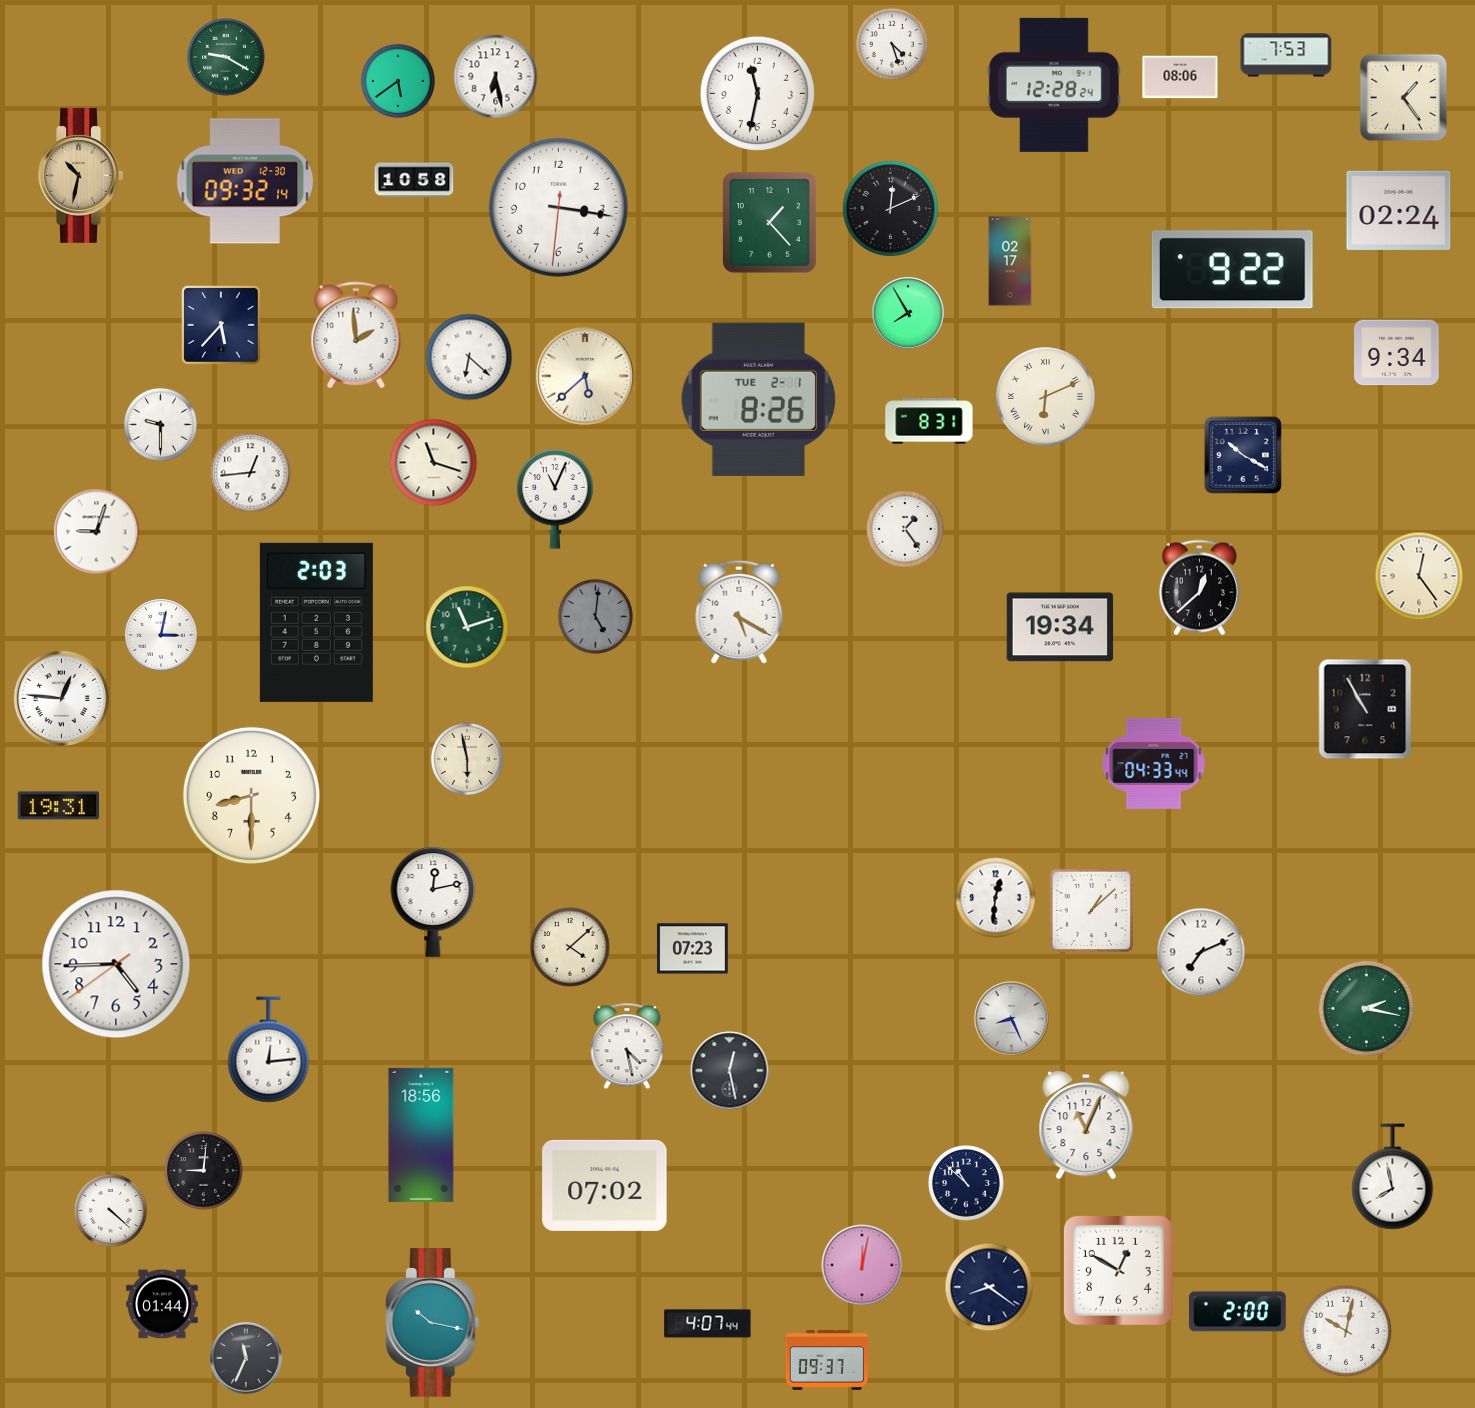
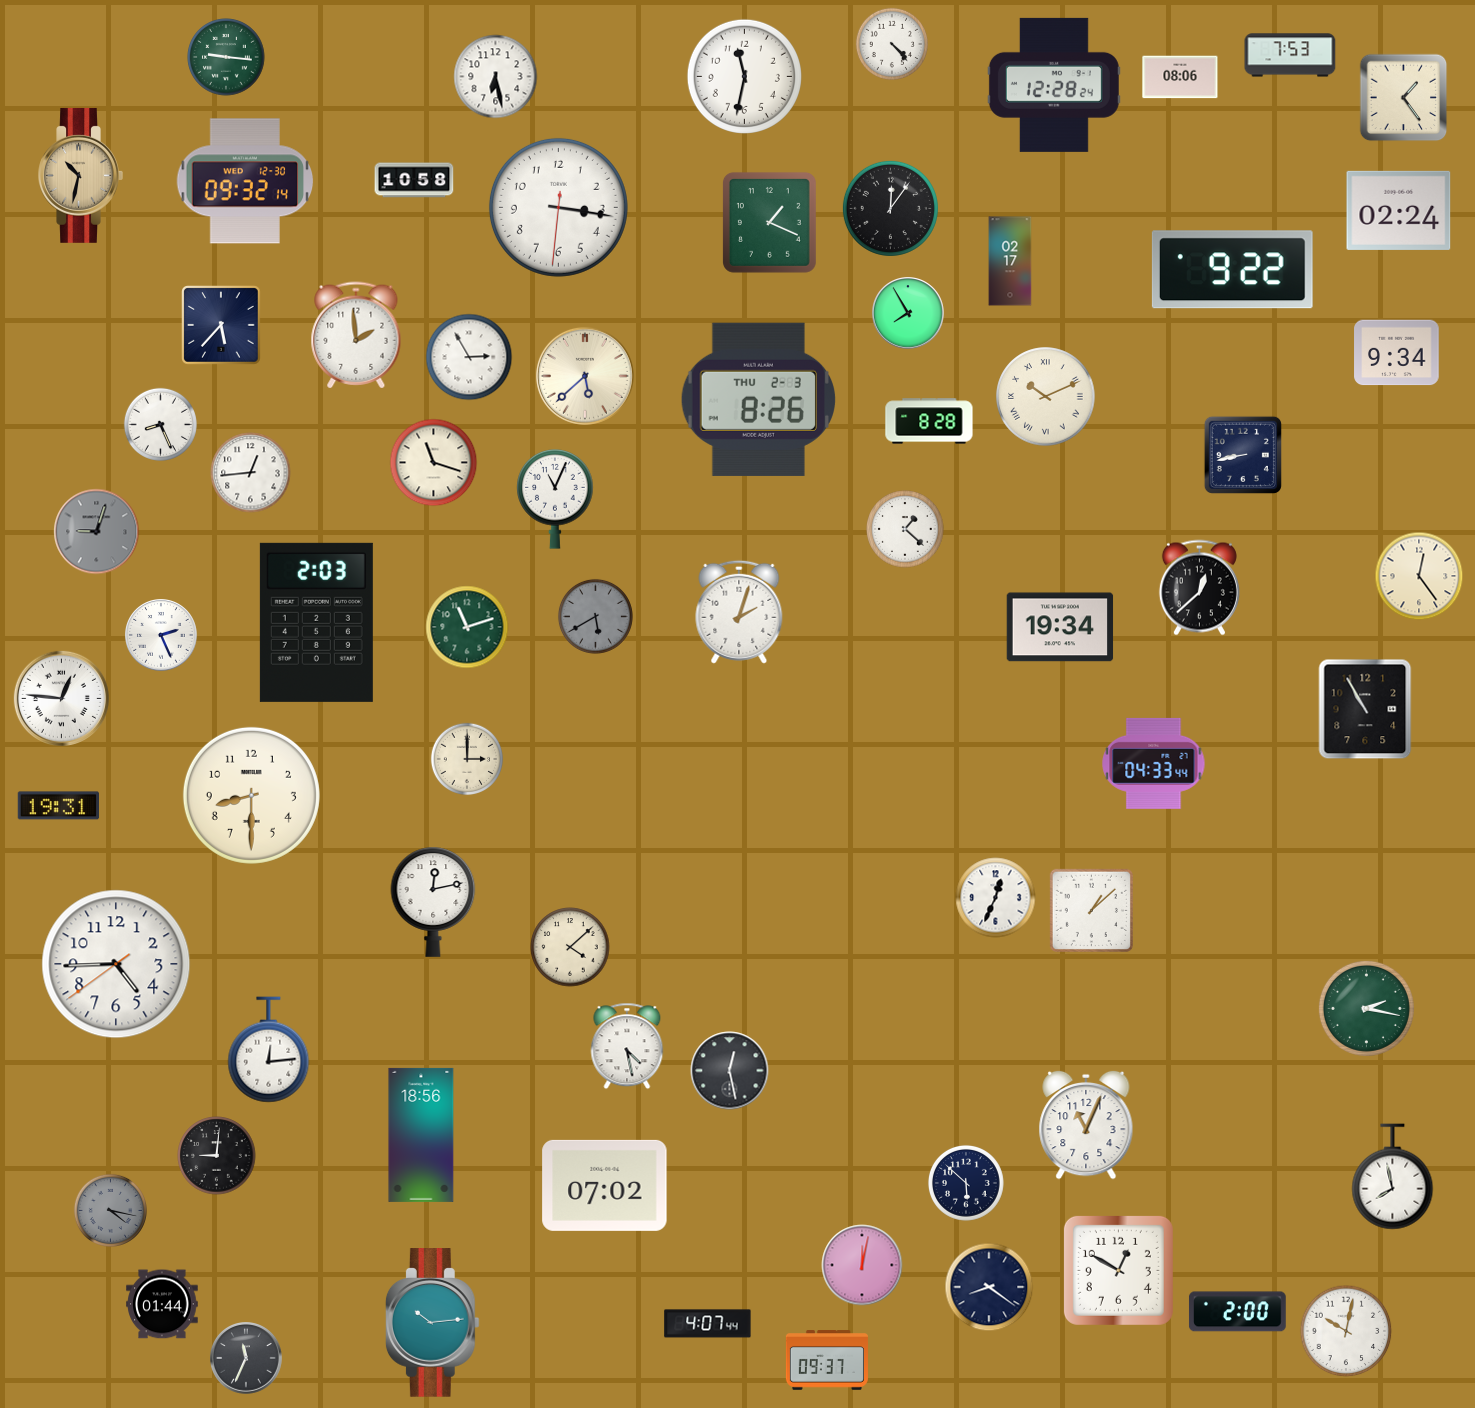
clock at (892, 44): 4:27 -> 4:23
clock at (1286, 55) position: (1286, 55) -> (1290, 55)
clock at (226, 57): 9:20 -> 9:16
clock at (398, 81): 5:39 -> none
clock at (757, 93) position: (757, 93) -> (744, 76)
clock at (890, 208): 12:11 -> 12:06
clock at (769, 222): 1:23 -> 1:19
clock at (469, 357): 6:22 -> 2:55
clock at (1046, 397): 6:11 -> 10:11
clock at (758, 399) date: TUE 2-1 -> THU 2-3
clock at (929, 421): 8:31 -> 8:28
clock at (160, 424): 9:30 -> 8:26
clock at (1243, 455): 10:20 -> 8:43
clock at (905, 529): 1:24 -> 1:22
clock at (97, 532) dial: white -> grey
clock at (739, 612): 5:20 -> 2:03
clock at (595, 616): 5:01 -> 5:40
clock at (162, 636): 3:02 -> 2:26
clock at (467, 759): 5:58 -> 3:00
clock at (996, 898): 12:31 -> 12:34
clock at (692, 949): 07:23 -> none
clock at (1201, 952): 7:11 -> none
clock at (1012, 1019): 8:26 -> none
clock at (204, 1171) position: (204, 1171) -> (217, 1156)
clock at (966, 1183): 10:52 -> 5:52
clock at (110, 1210): 4:22 -> 4:17
clock at (110, 1210) dial: white -> grey
clock at (432, 1323): 10:17 -> 10:14
